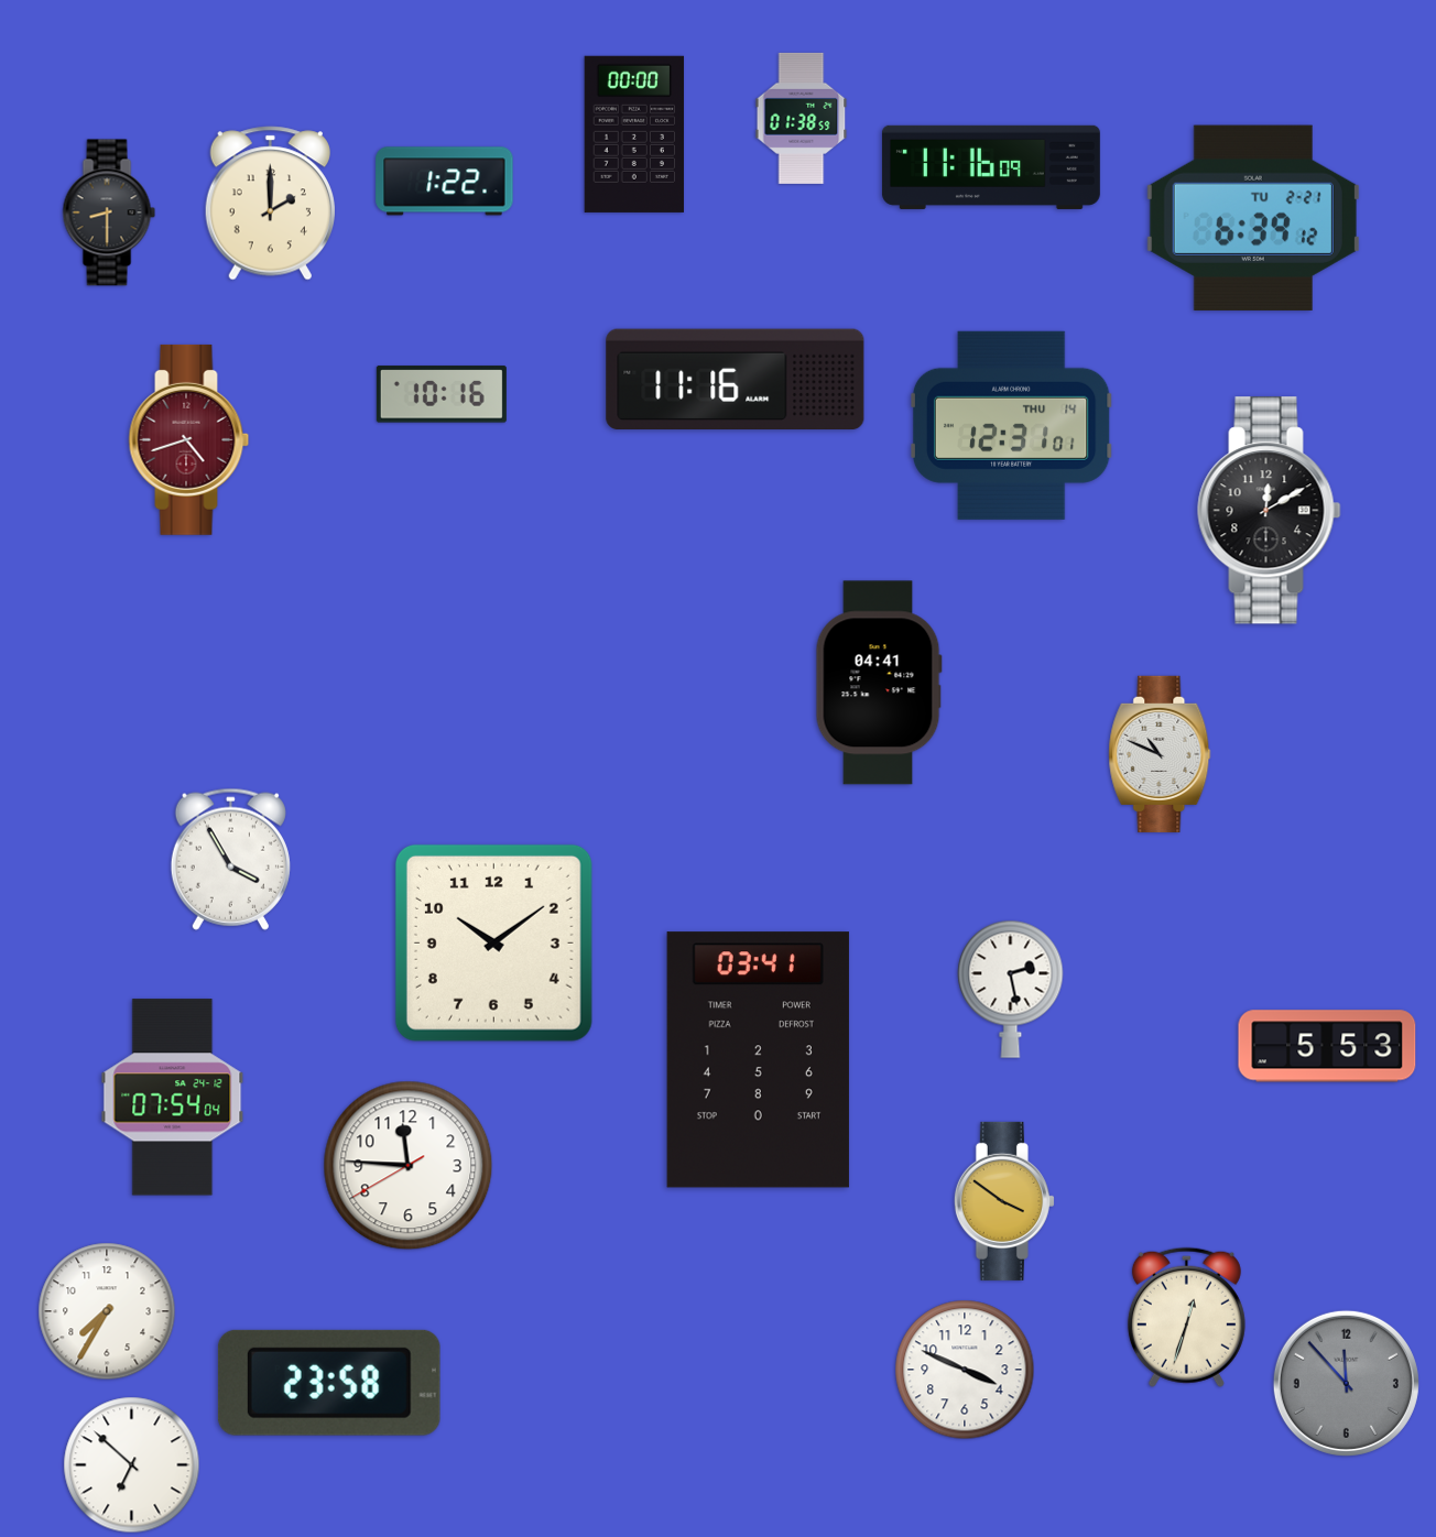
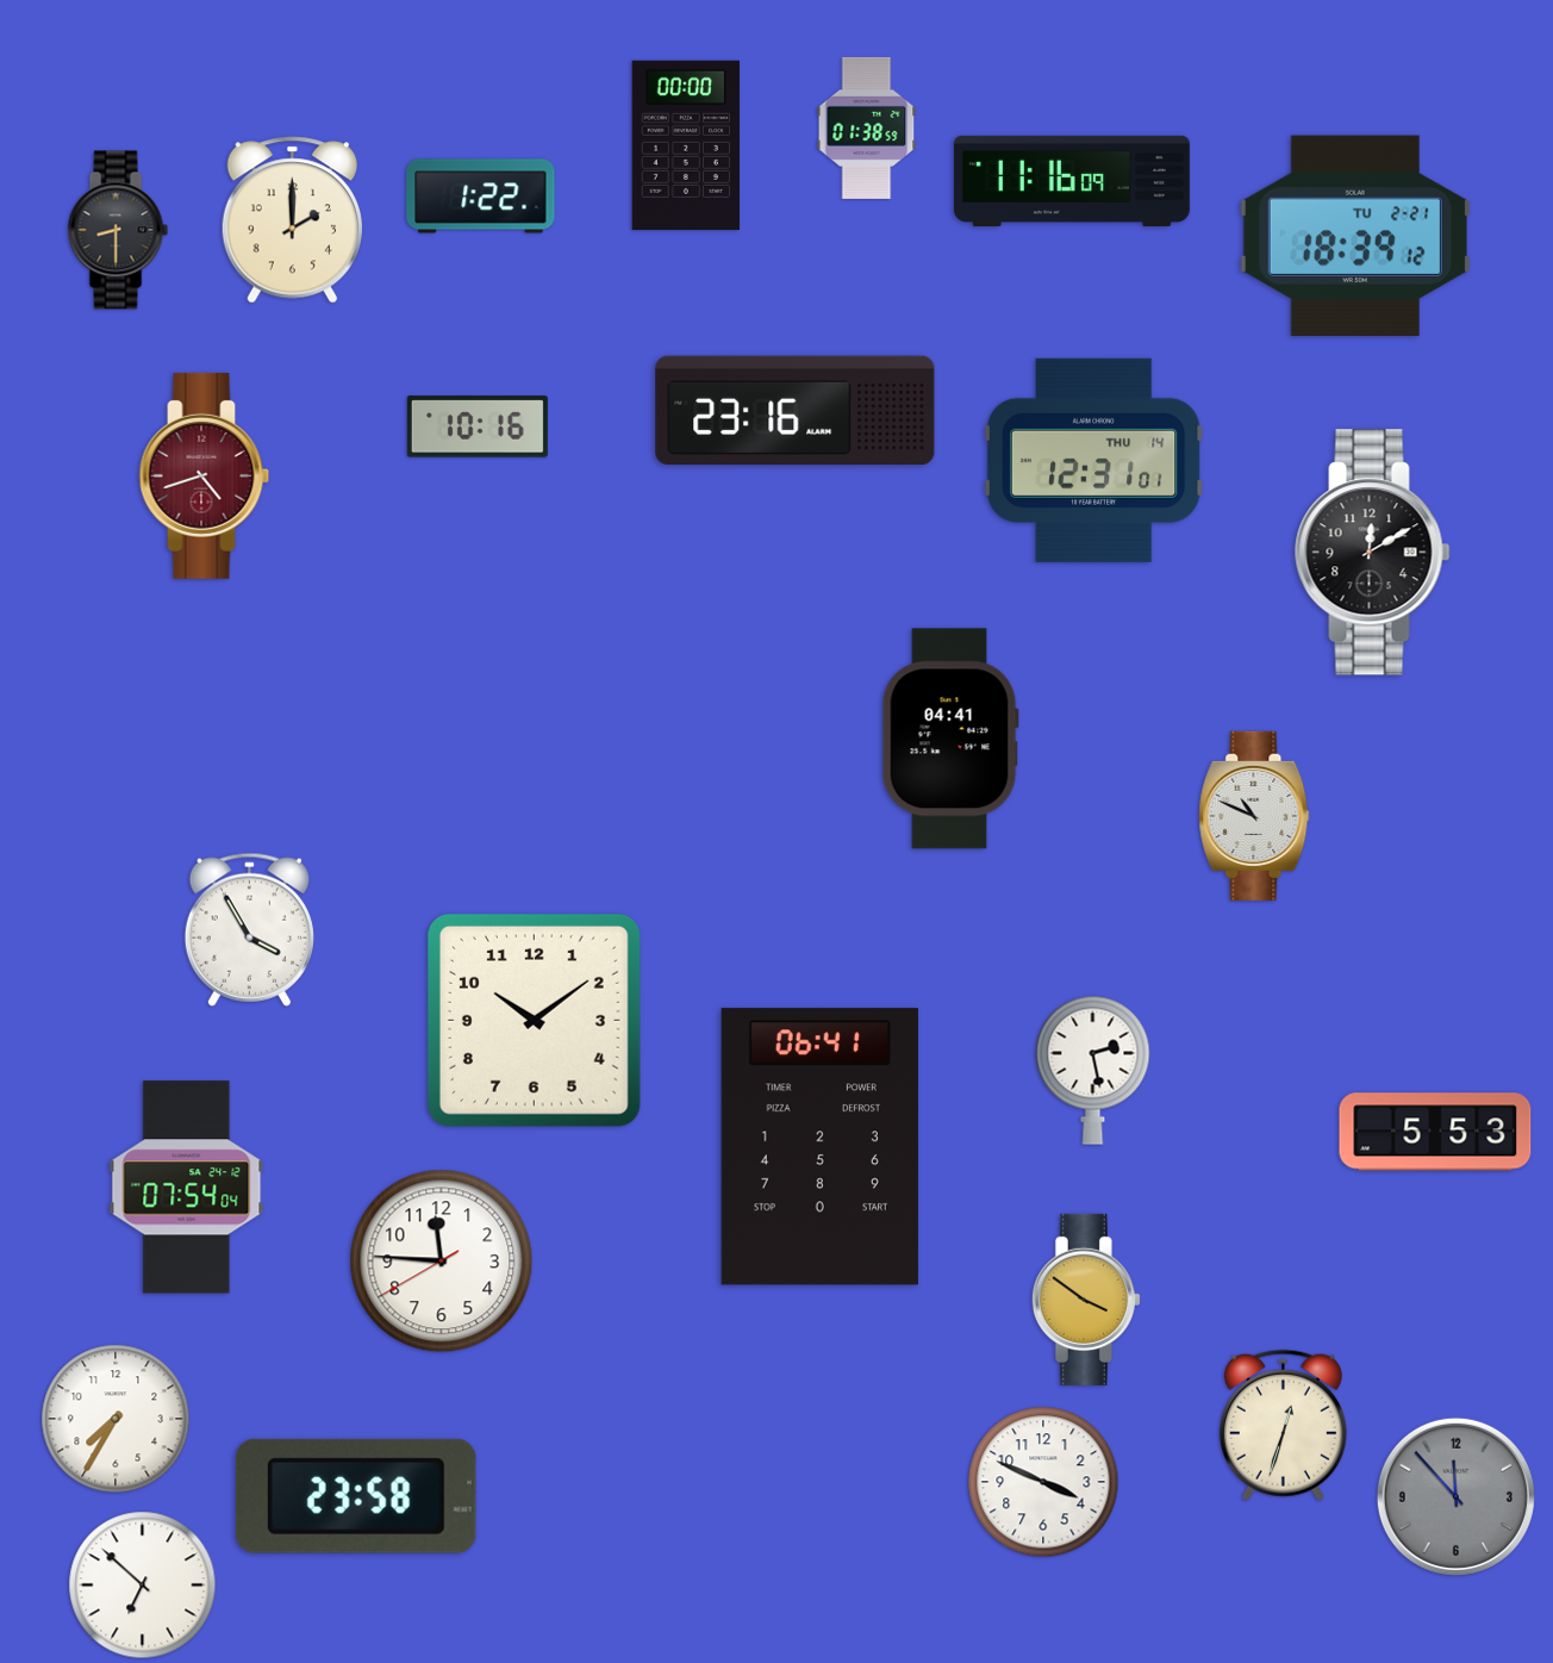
clock at (1253, 218): 6:39 -> 18:39
clock at (736, 380): 11:16 -> 23:16
clock at (758, 1060): 03:41 -> 06:41
